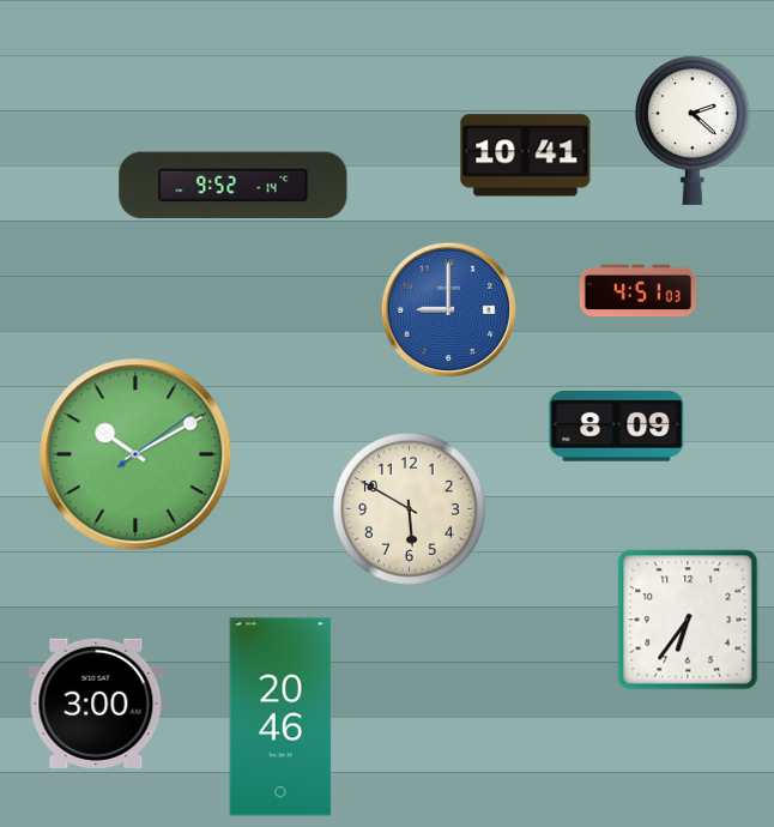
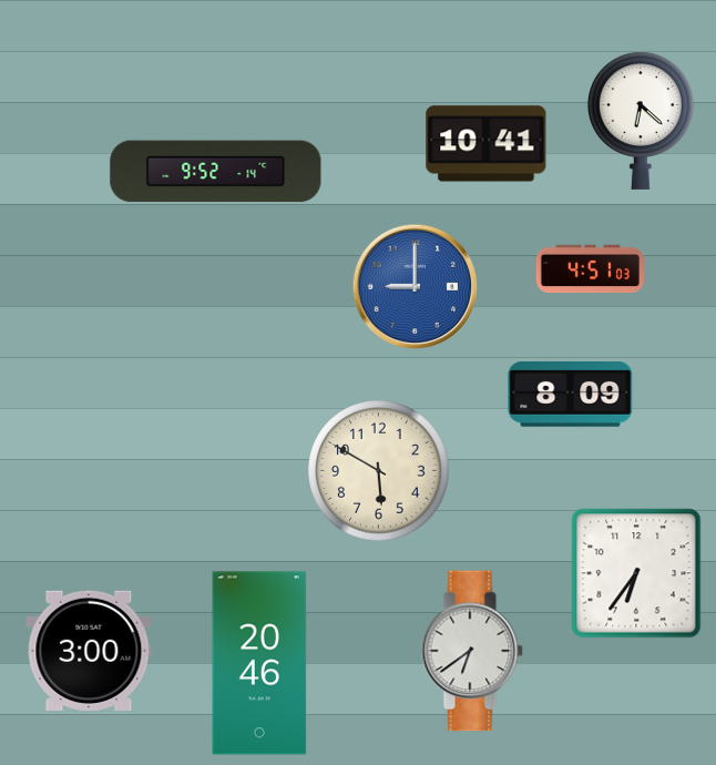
clock at (693, 131): 2:22 -> 6:22
clock at (135, 454): 10:10 -> none
clock at (472, 651): none -> 6:39
